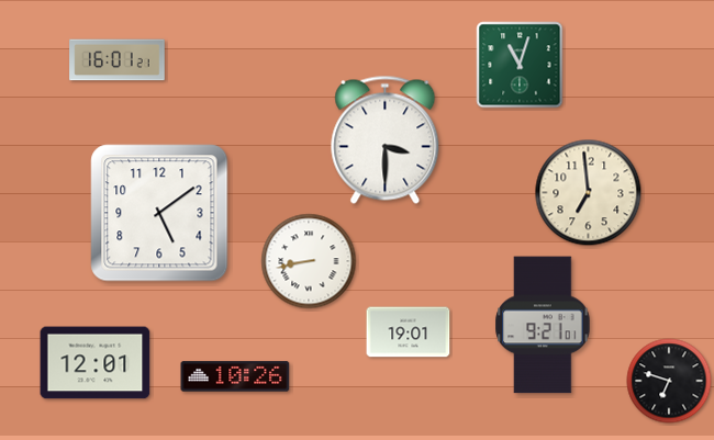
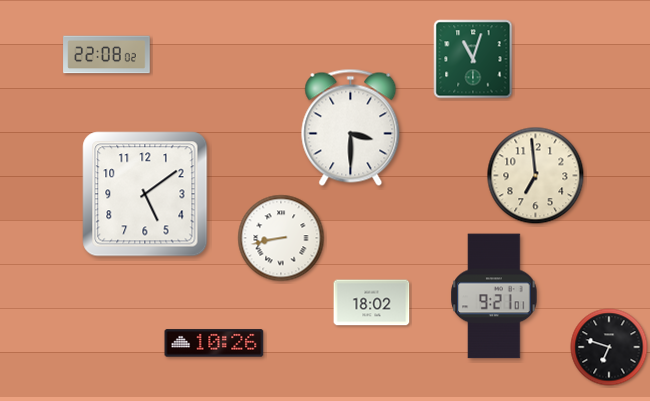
clock at (118, 60): 16:01 -> 22:08
clock at (409, 332): 19:01 -> 18:02
clock at (96, 363): 12:01 -> none
